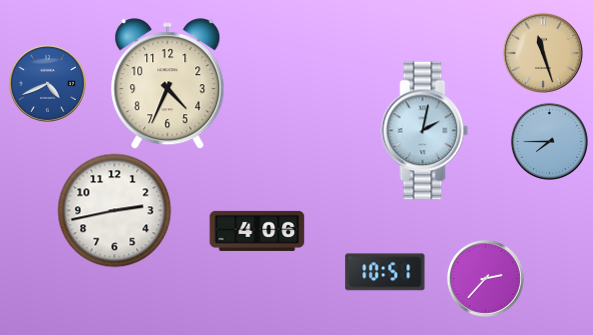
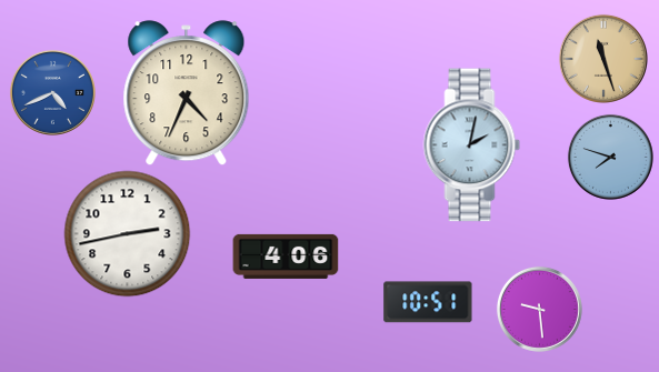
clock at (549, 141): 7:45 -> 7:48
clock at (485, 278): 2:37 -> 9:29
